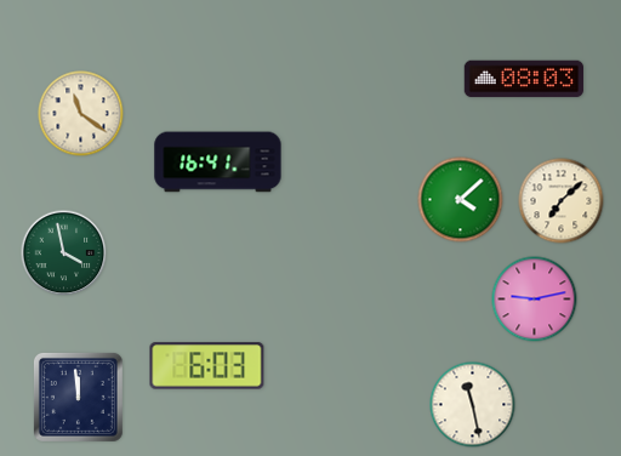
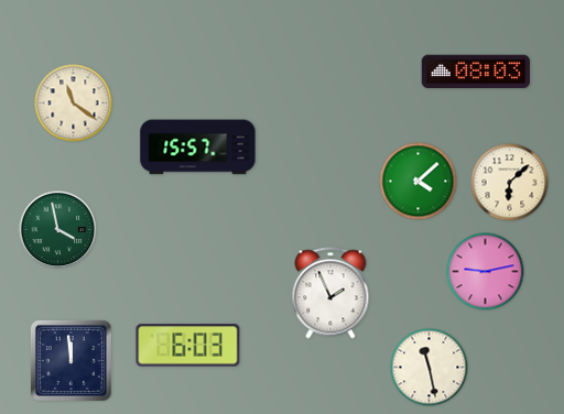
clock at (218, 163): 16:41 -> 15:57
clock at (562, 201): 7:08 -> 6:08
clock at (330, 293): none -> 1:56
clock at (207, 366) position: (207, 366) -> (188, 346)
